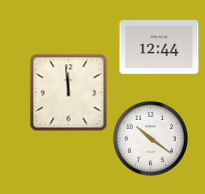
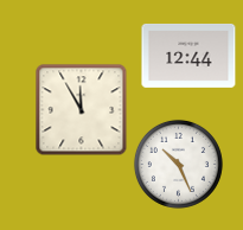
clock at (69, 93): 11:59 -> 11:55
clock at (150, 138): 10:21 -> 10:26
